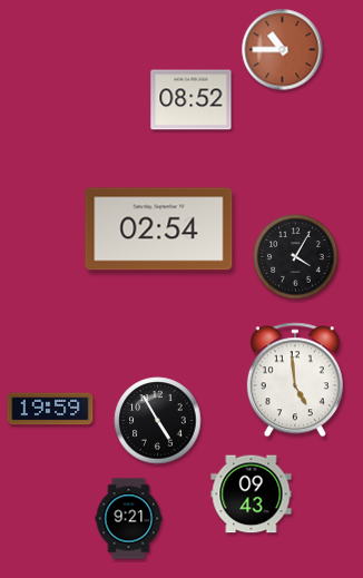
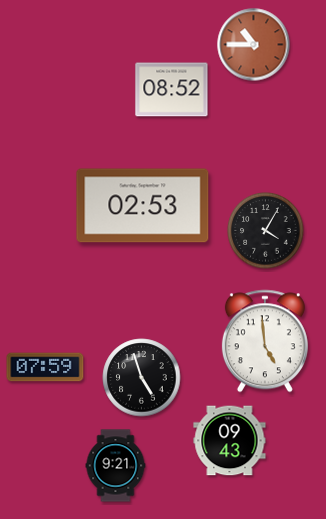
clock at (159, 229): 02:54 -> 02:53
clock at (50, 409): 19:59 -> 07:59
clock at (158, 421): 4:55 -> 4:57
clock at (252, 494) position: (252, 494) -> (230, 441)
